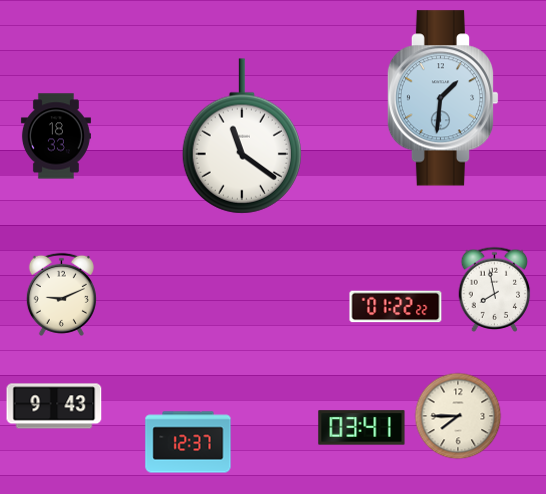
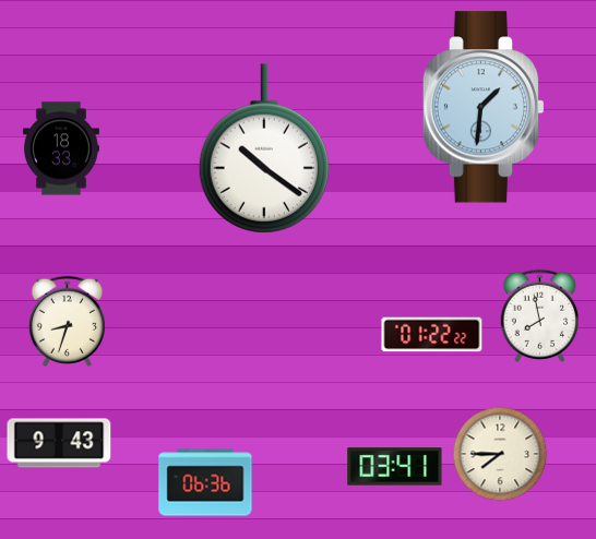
clock at (242, 136): 11:21 -> 10:21
clock at (61, 294): 9:11 -> 8:33
clock at (188, 442): 12:37 -> 06:36
